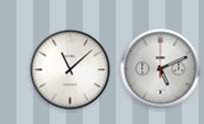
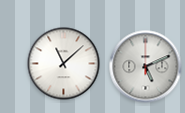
clock at (161, 69) position: (161, 69) -> (146, 67)
